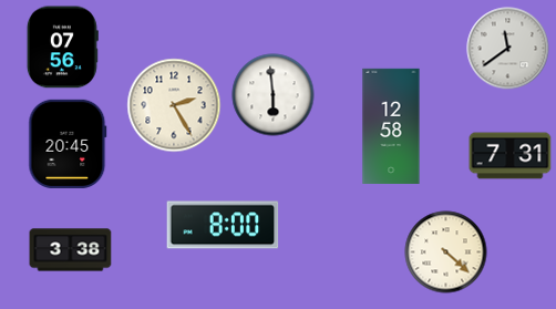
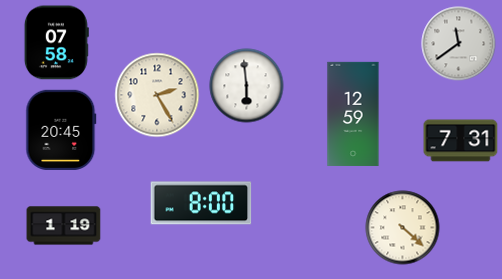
clock at (62, 48): 07:56 -> 07:58
clock at (391, 126): 12:58 -> 12:59
clock at (71, 250): 3:38 -> 1:19
